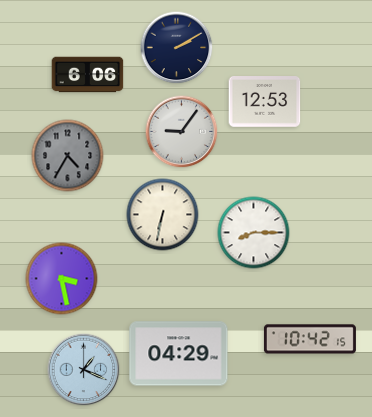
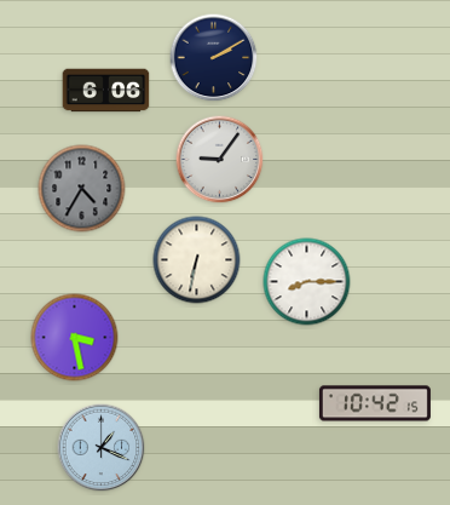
clock at (265, 102): 12:53 -> none
clock at (310, 339) position: (310, 339) -> (375, 403)
clock at (179, 354): 04:29 -> none
